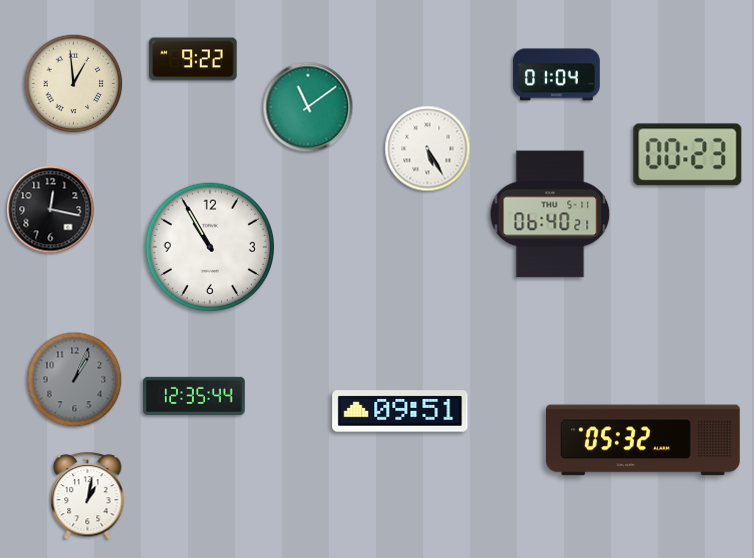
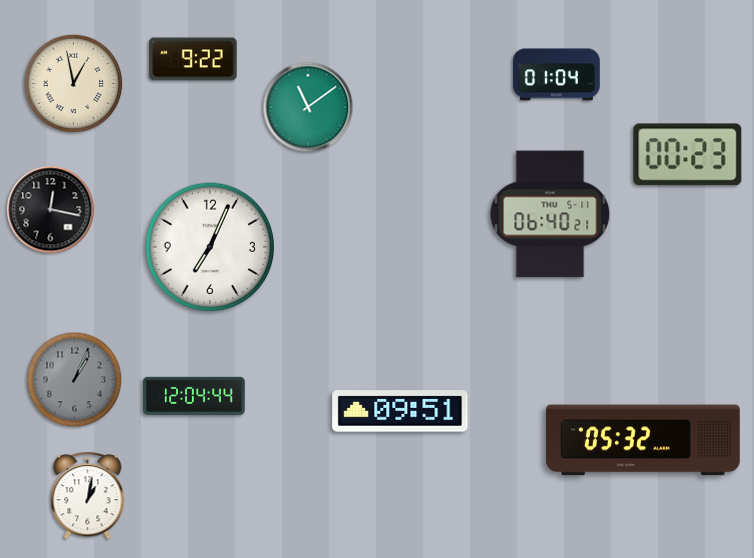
clock at (74, 84): 12:59 -> 12:58
clock at (428, 149): 5:25 -> none
clock at (209, 246): 10:55 -> 7:04
clock at (194, 395): 12:35 -> 12:04
